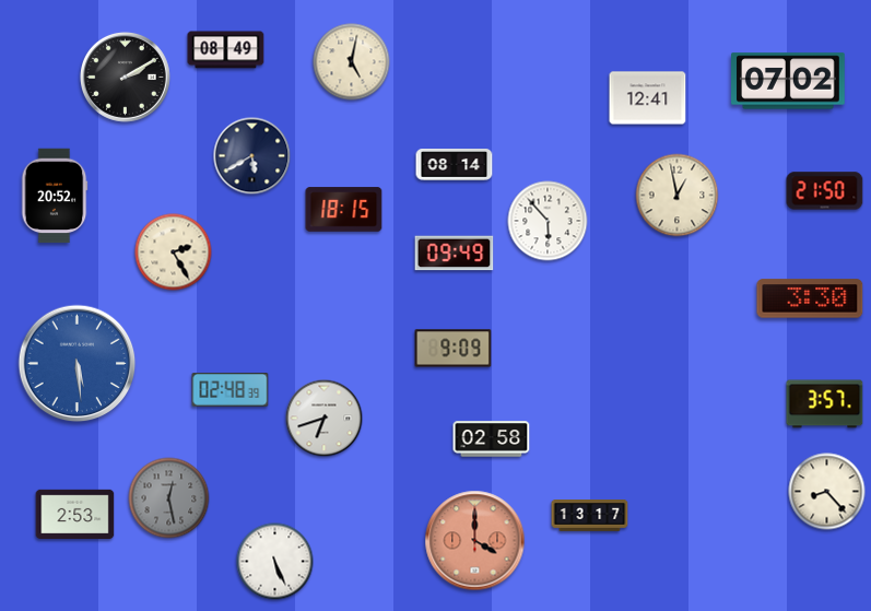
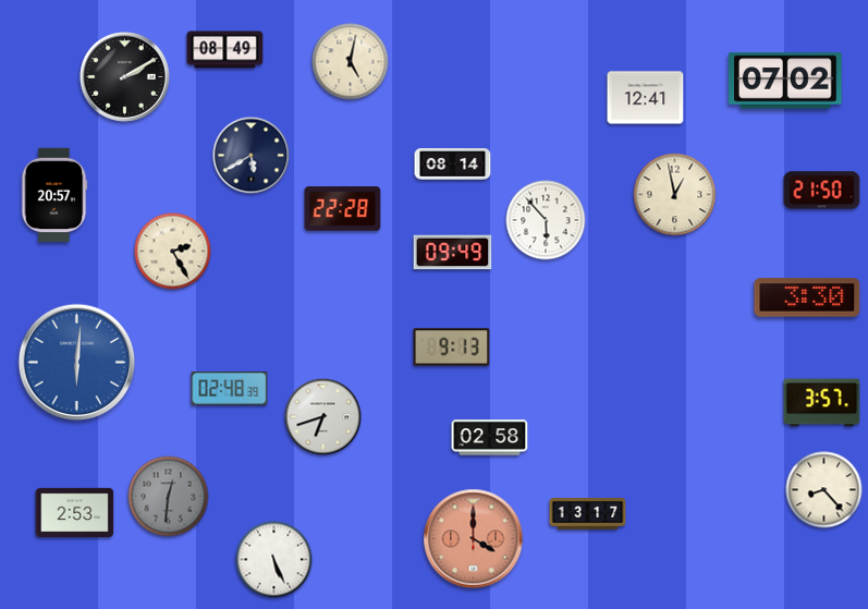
clock at (55, 196): 20:52 -> 20:57
clock at (344, 210): 18:15 -> 22:28
clock at (454, 349): 9:09 -> 9:13
clock at (78, 364): 5:29 -> 6:01
clock at (169, 498): 12:28 -> 12:31
